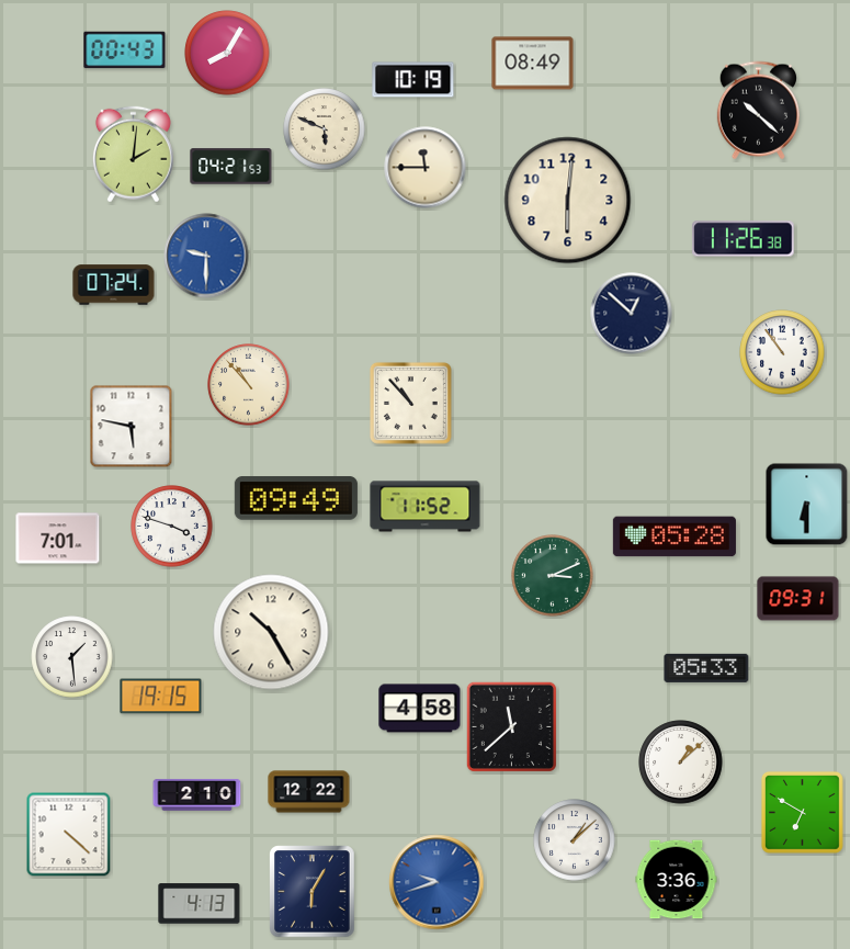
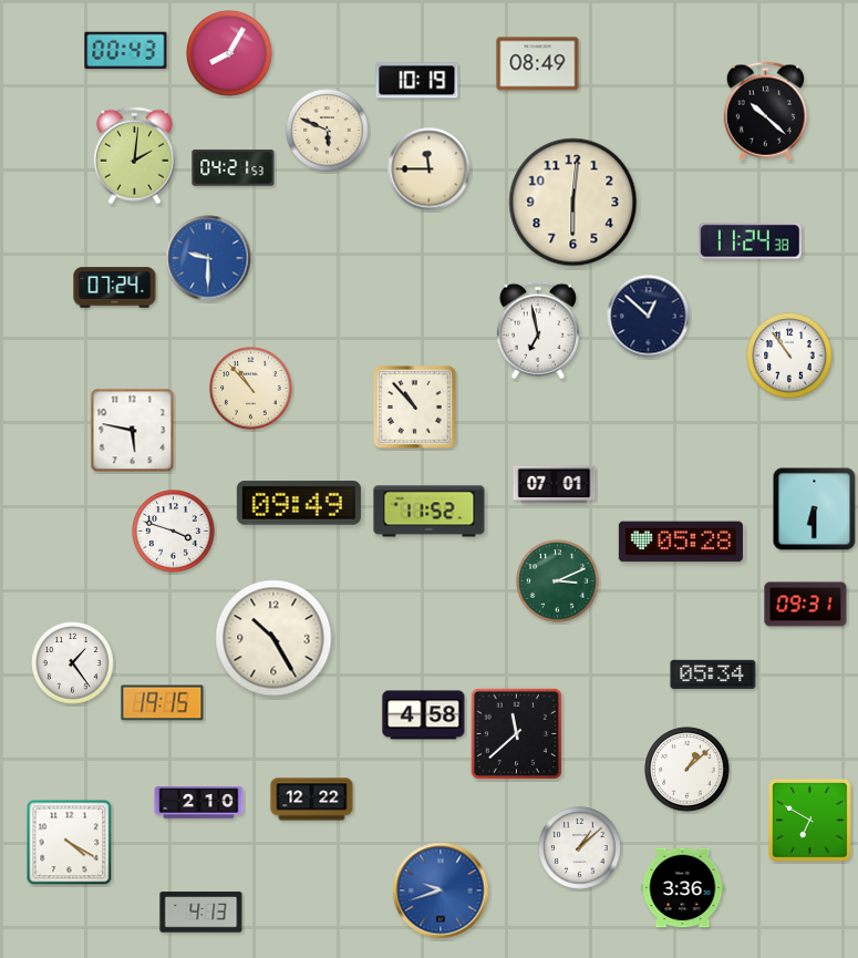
clock at (744, 239): 11:26 -> 11:24
clock at (632, 314) position: (632, 314) -> (649, 317)
clock at (538, 330): none -> 6:58
clock at (555, 485): none -> 07:01
clock at (58, 539): 7:01 -> none
clock at (72, 657): 1:29 -> 1:24
clock at (706, 668): 05:33 -> 05:34
clock at (69, 835): 4:22 -> 4:20
clock at (313, 892): 6:05 -> none
